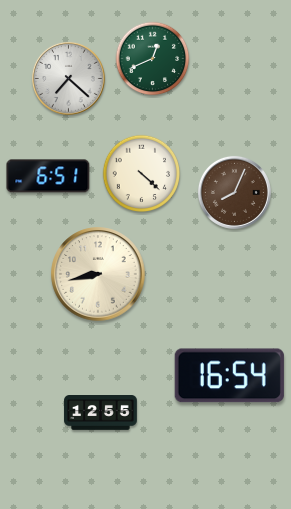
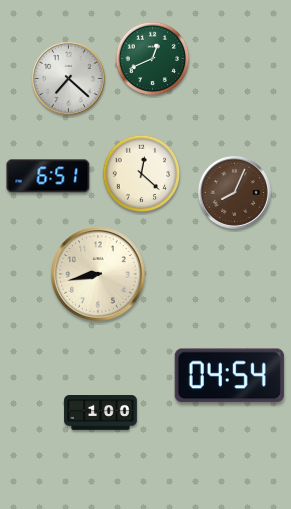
clock at (142, 174): 4:22 -> 12:22
clock at (229, 376): 16:54 -> 04:54
clock at (101, 413): 12:55 -> 1:00
